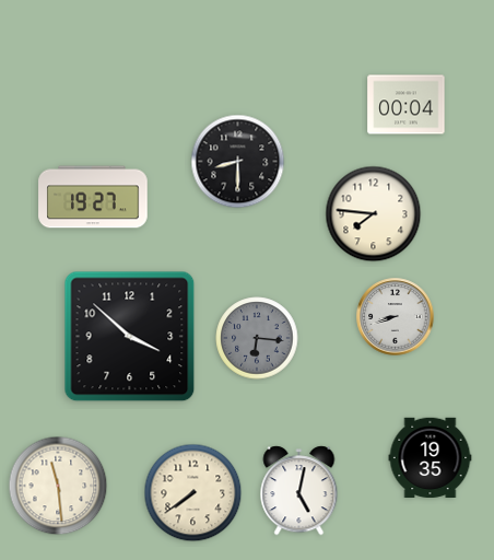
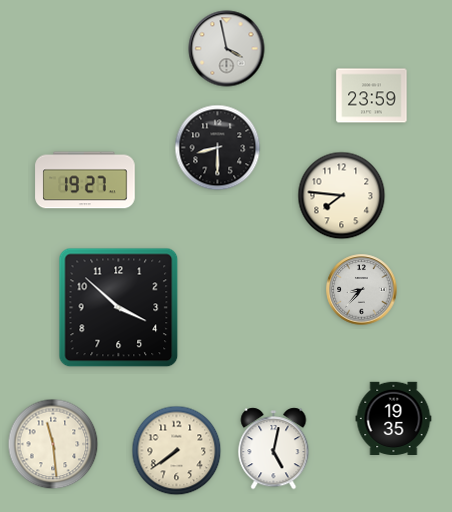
clock at (227, 49): none -> 3:58
clock at (407, 105): 00:04 -> 23:59
clock at (396, 317): 8:42 -> 8:37
clock at (257, 338): 6:16 -> none
